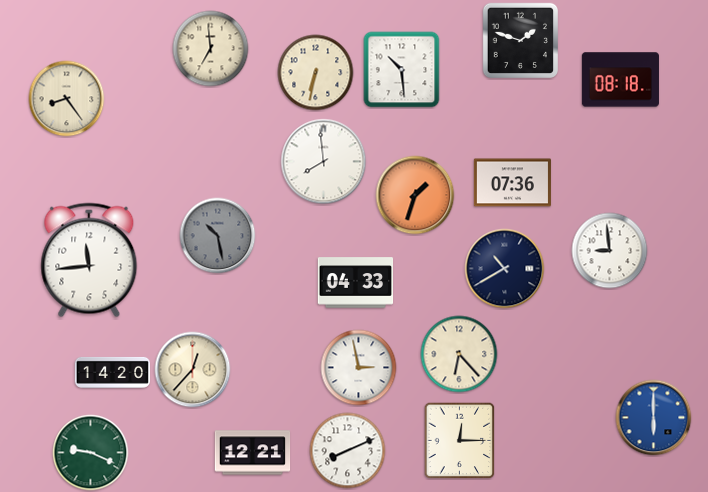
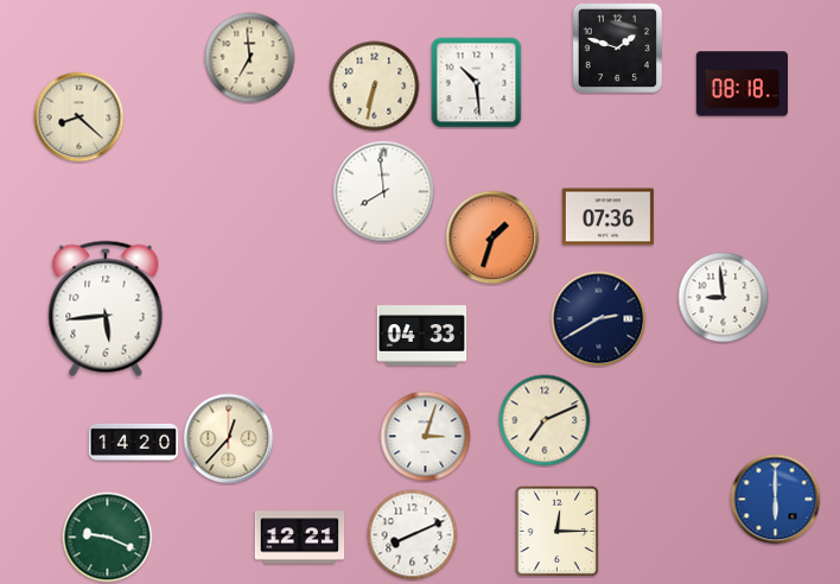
clock at (620, 80) position: (620, 80) -> (742, 84)
clock at (67, 99): 8:24 -> 8:22
clock at (415, 195) position: (415, 195) -> (492, 237)
clock at (218, 236): 10:28 -> none
clock at (89, 260): 11:44 -> 5:44
clock at (505, 269): 10:40 -> 2:40
clock at (459, 354): 6:23 -> 7:11
clock at (359, 368): 2:58 -> 3:03
clock at (654, 418) position: (654, 418) -> (776, 500)
clock at (460, 441) position: (460, 441) -> (558, 532)
